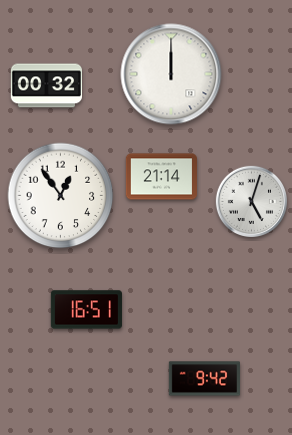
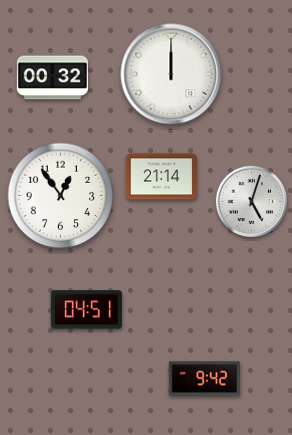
clock at (46, 86) position: (46, 86) -> (52, 78)
clock at (86, 310): 16:51 -> 04:51
